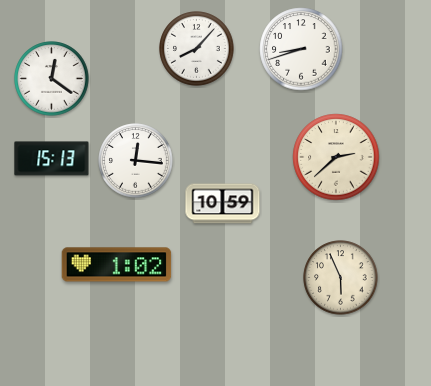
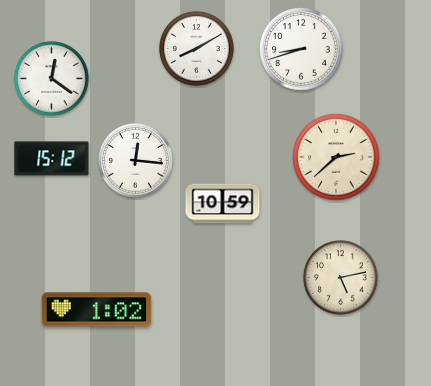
clock at (197, 49): 8:07 -> 8:10
clock at (52, 159): 15:13 -> 15:12
clock at (117, 265) position: (117, 265) -> (97, 310)
clock at (341, 278): 5:56 -> 5:13
